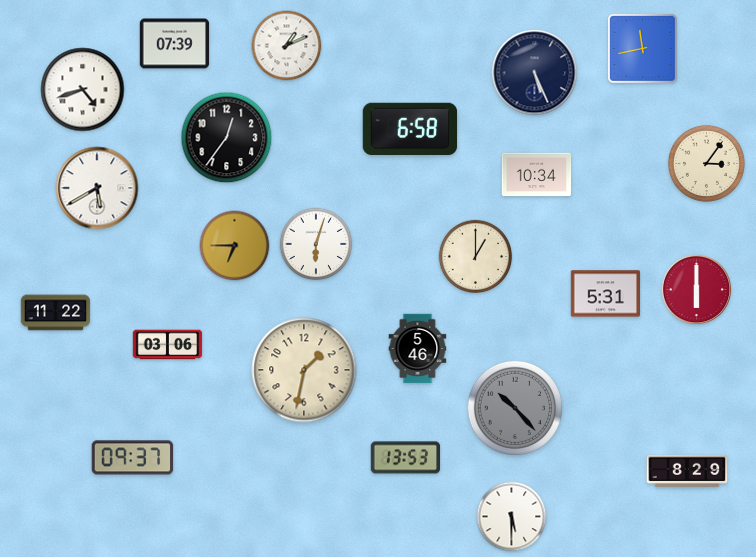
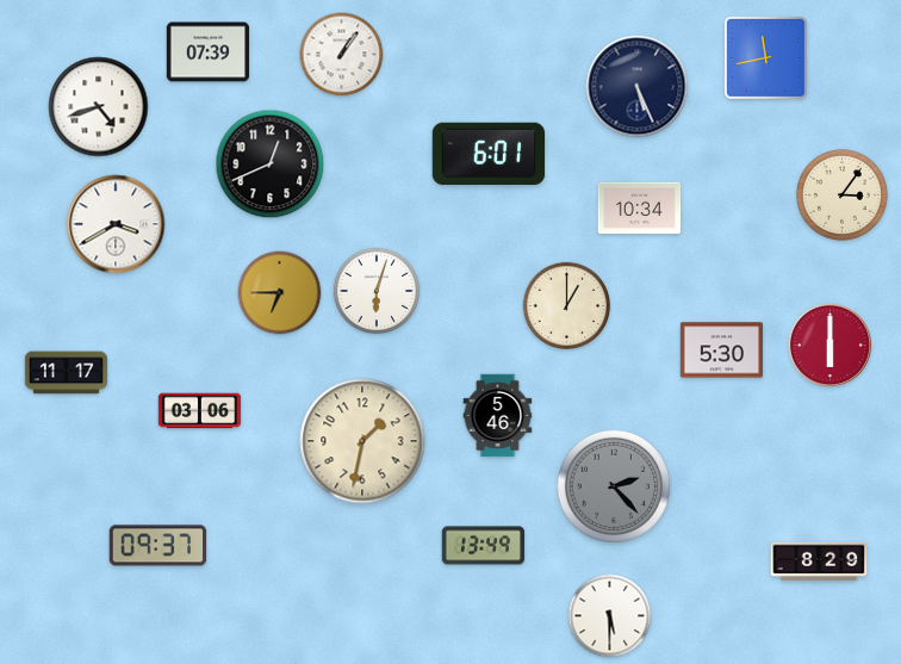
clock at (287, 46): 1:11 -> 1:06
clock at (410, 129): 6:58 -> 6:01
clock at (227, 138): 12:36 -> 12:41
clock at (97, 188): 5:40 -> 3:40
clock at (606, 294): 5:31 -> 5:30
clock at (56, 313): 11:22 -> 11:17
clock at (514, 407): 10:23 -> 2:23
clock at (406, 458): 13:53 -> 13:49
